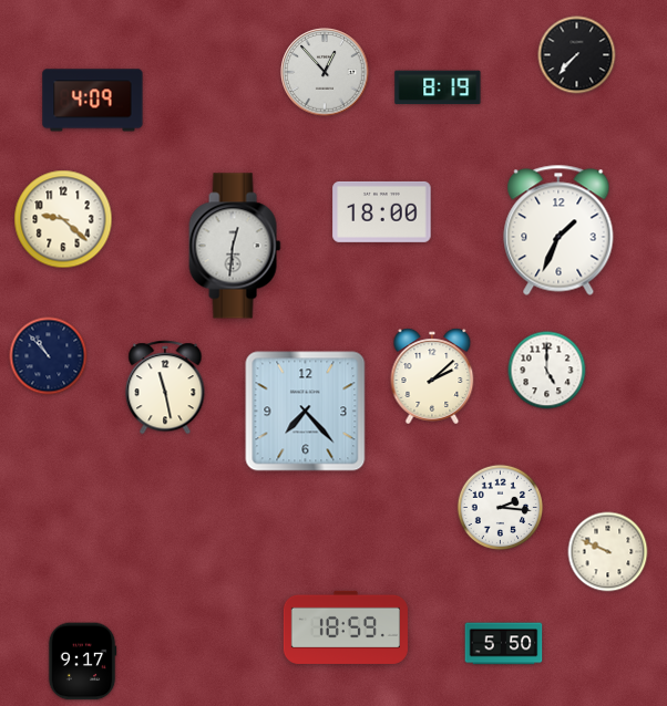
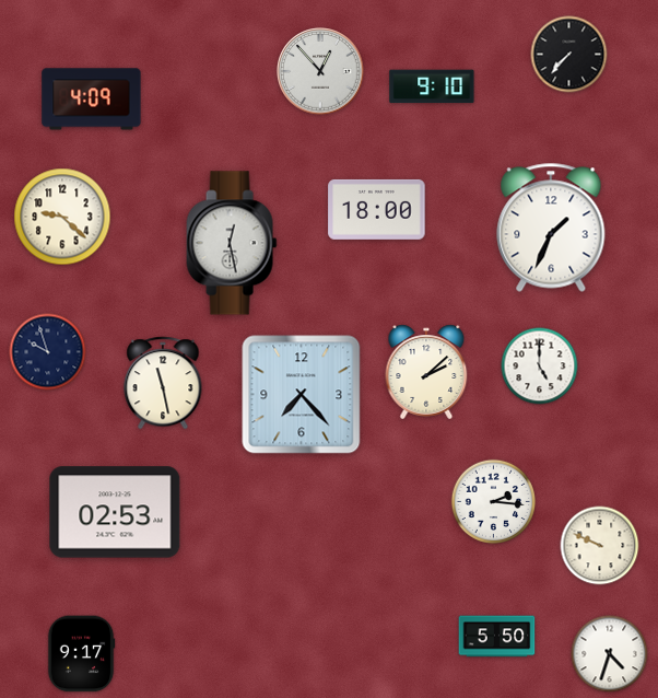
clock at (438, 87): 8:19 -> 9:10
clock at (235, 246): 12:31 -> 12:28
clock at (49, 356): 10:53 -> 9:57
clock at (306, 412) position: (306, 412) -> (302, 395)
clock at (115, 512): none -> 02:53
clock at (346, 627): 18:59 -> none
clock at (610, 654): none -> 4:33
